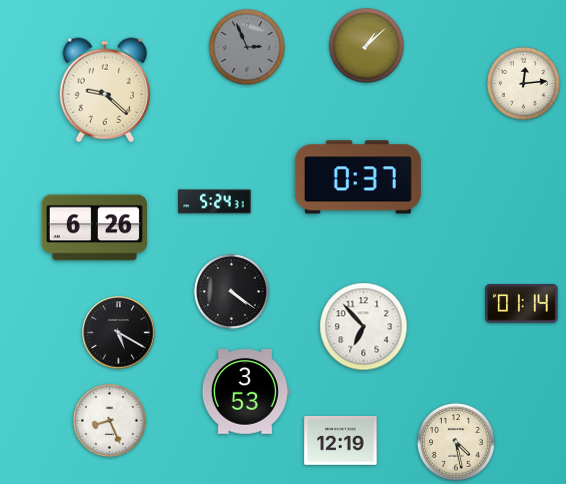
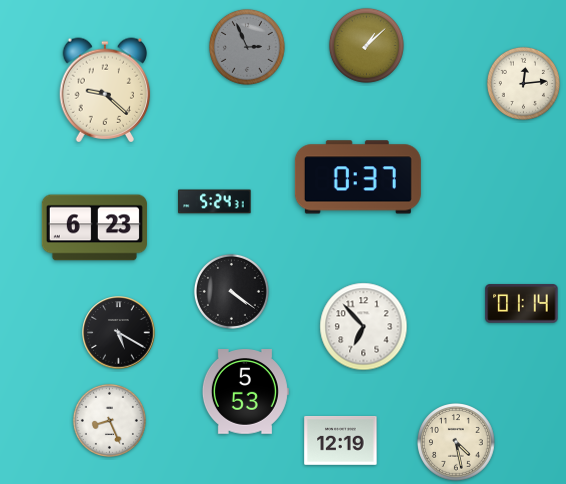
clock at (94, 228): 6:26 -> 6:23
clock at (245, 392): 3:53 -> 5:53
